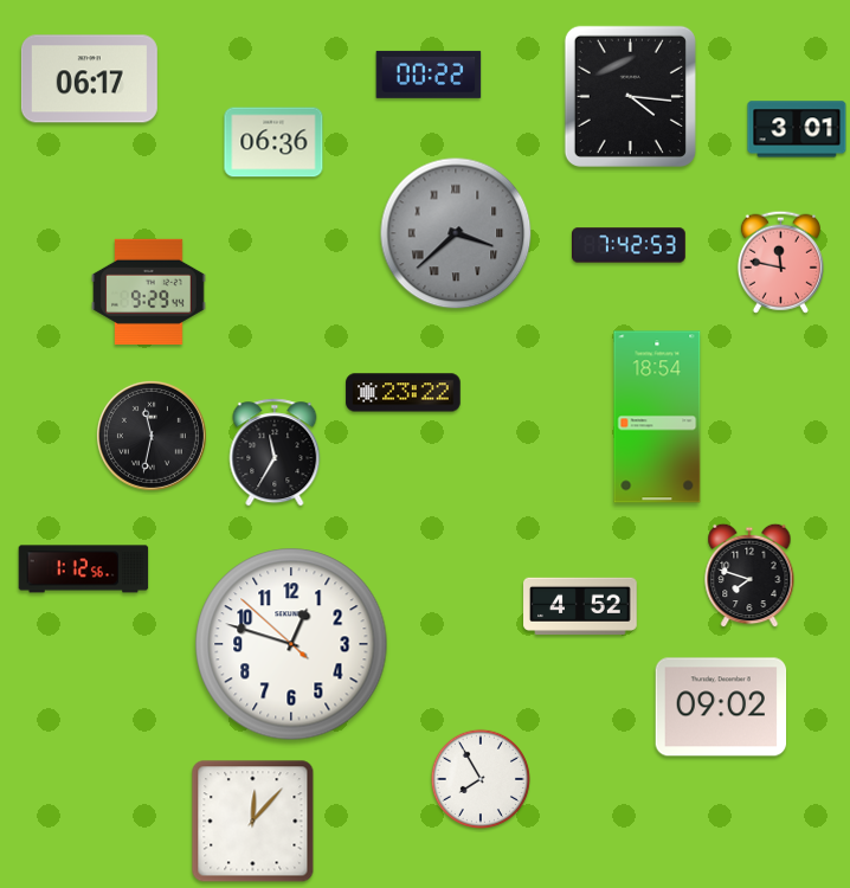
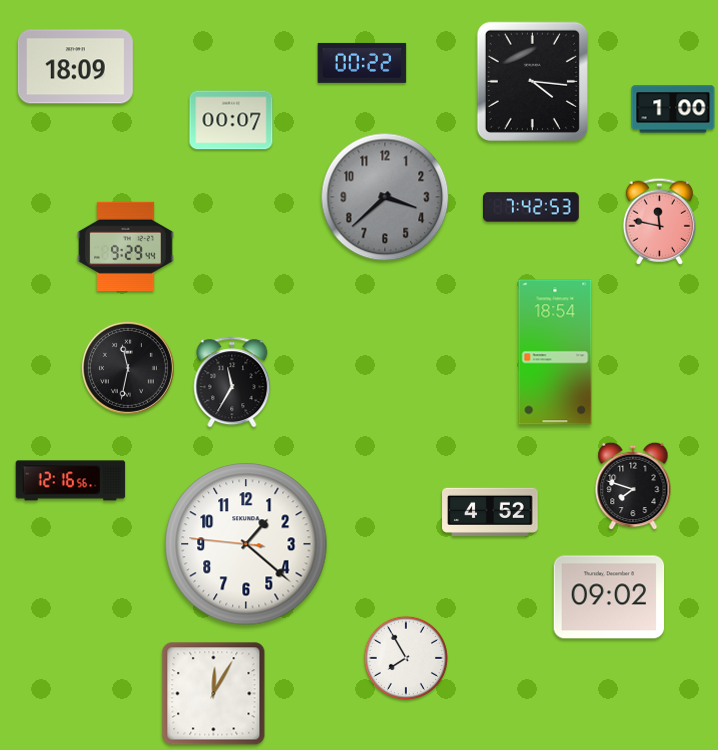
clock at (89, 79): 06:17 -> 18:09
clock at (797, 129): 3:01 -> 1:00
clock at (273, 142): 06:36 -> 00:07
clock at (456, 233) numerals: Roman -> Arabic
clock at (404, 393): 23:22 -> none
clock at (84, 570): 1:12 -> 12:16
clock at (291, 644): 12:47 -> 1:21
clock at (253, 822): 12:07 -> 12:05
